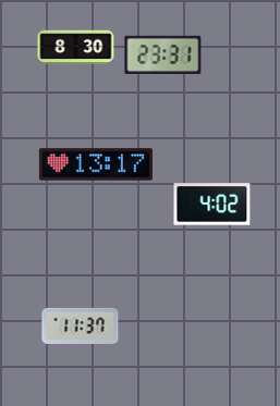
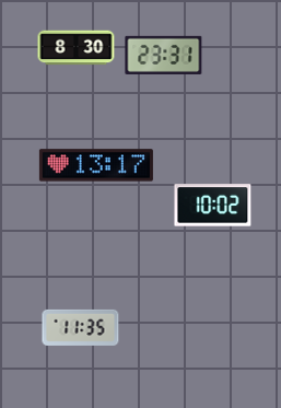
clock at (212, 205): 4:02 -> 10:02
clock at (81, 325): 11:37 -> 11:35
